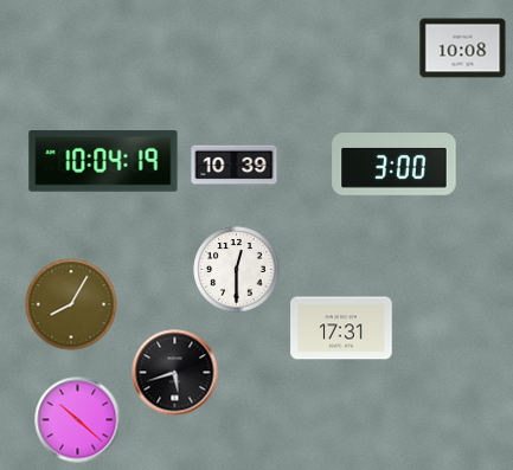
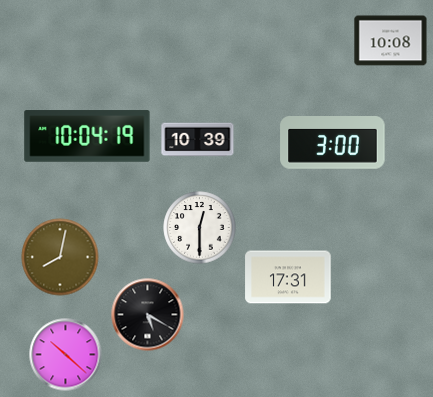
clock at (395, 165) position: (395, 165) -> (333, 143)
clock at (71, 304): 8:05 -> 8:02
clock at (175, 373): 5:42 -> 5:20
